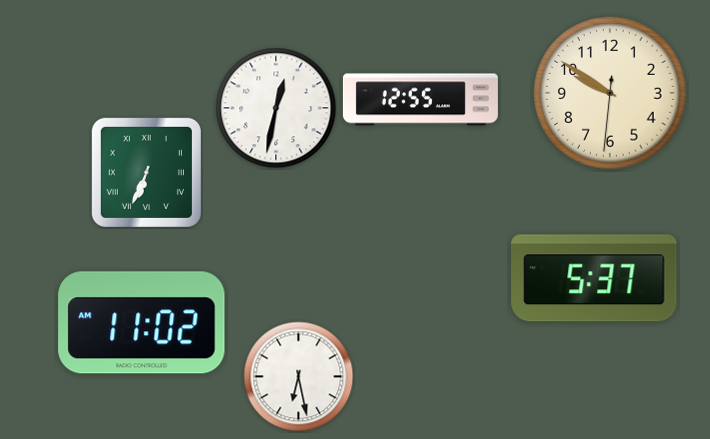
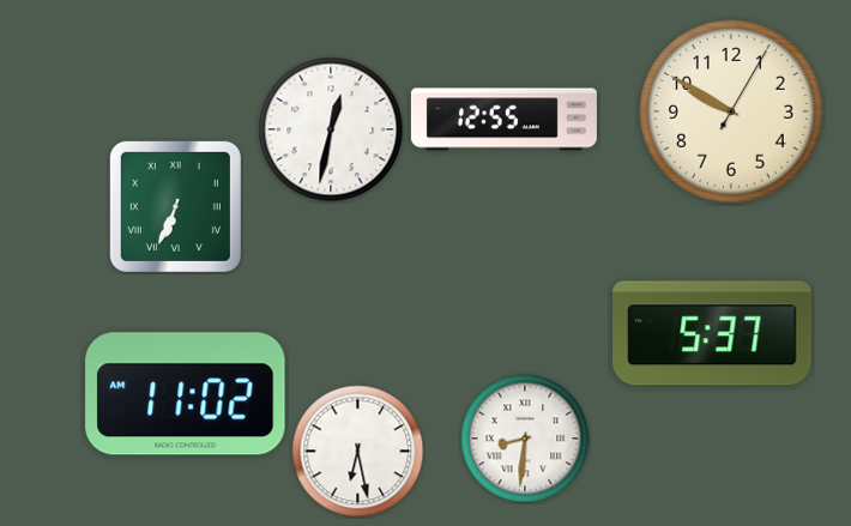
clock at (610, 93): 9:50:31 -> 9:50:05
clock at (142, 323) position: (142, 323) -> (186, 394)
clock at (525, 439): none -> 8:31
